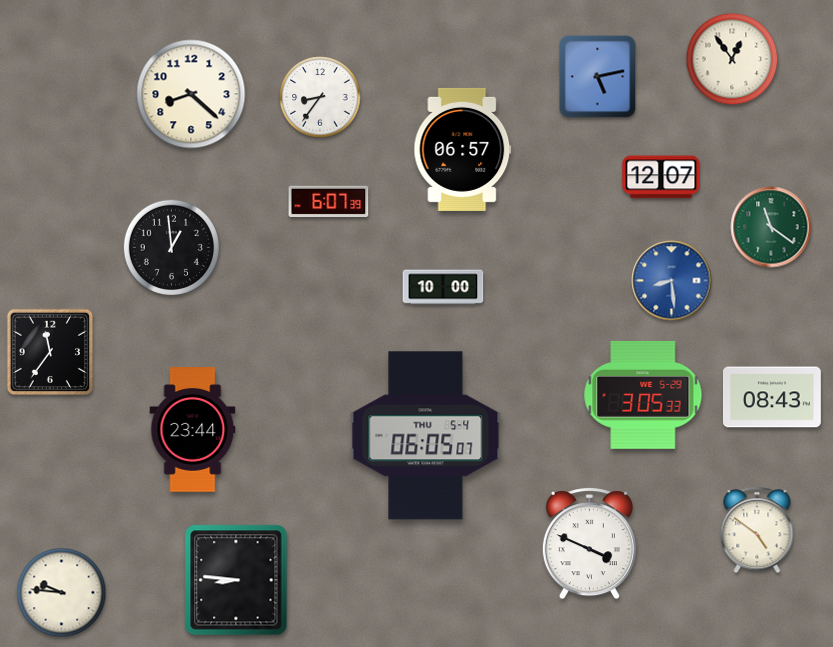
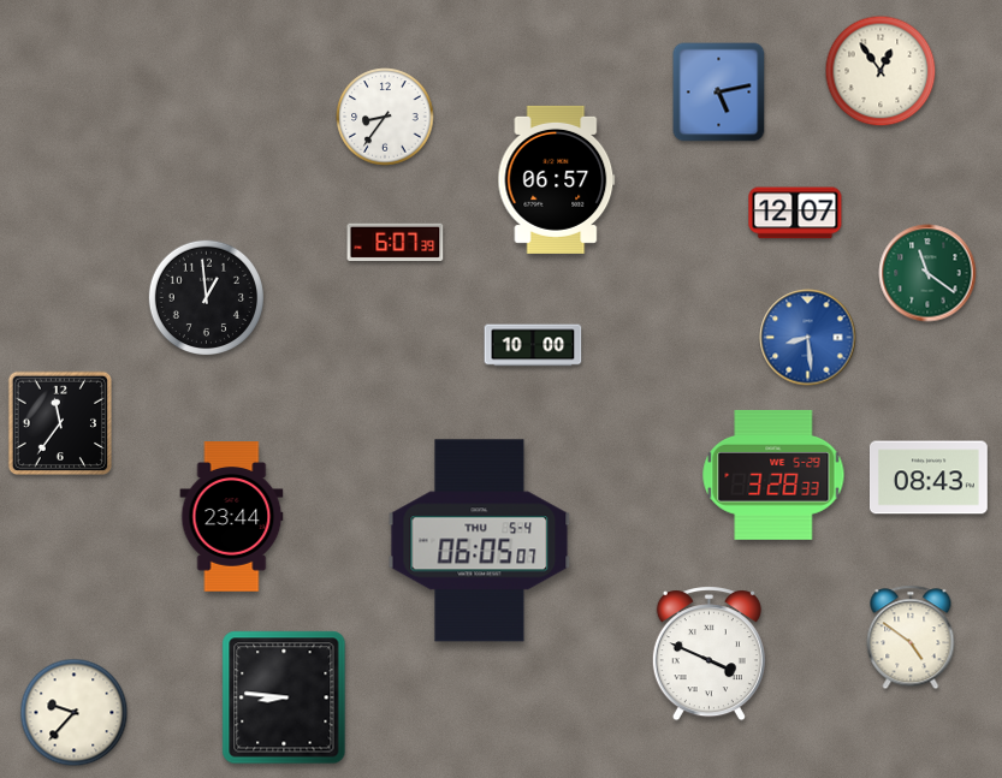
clock at (191, 94): 8:22 -> none
clock at (643, 395): 3:05 -> 3:28
clock at (426, 436) position: (426, 436) -> (480, 541)
clock at (62, 593): 9:46 -> 9:37
